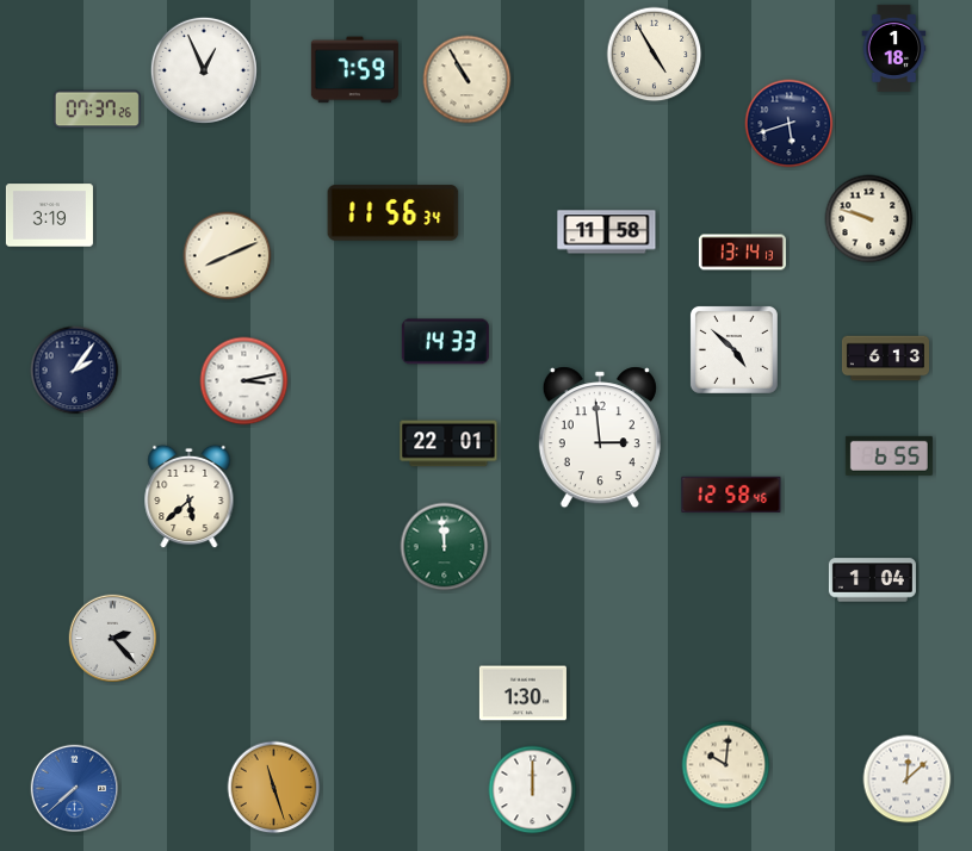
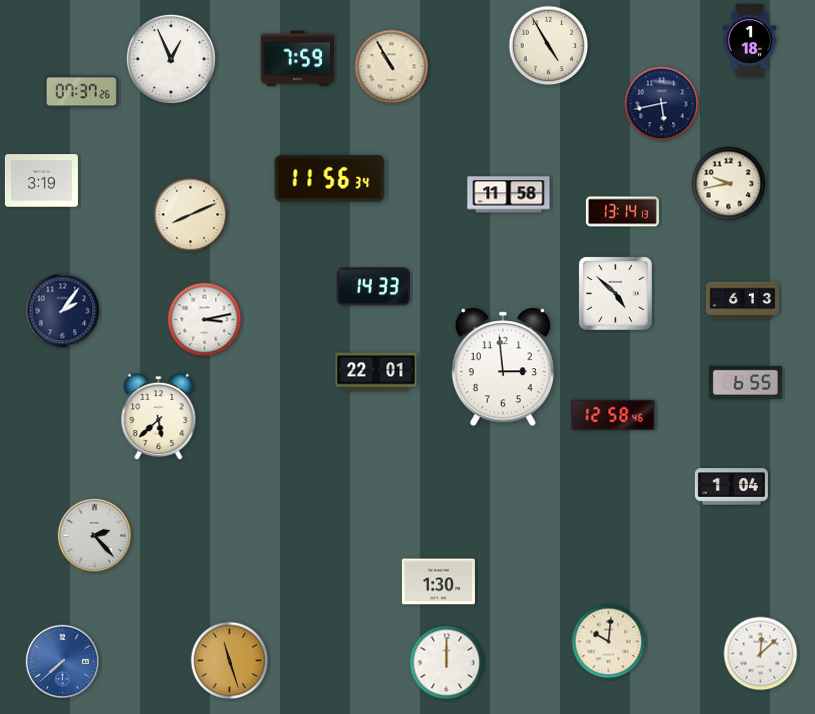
clock at (790, 124): 5:42 -> 5:43
clock at (869, 219): 9:48 -> 9:43
clock at (445, 547): 11:59 -> none
